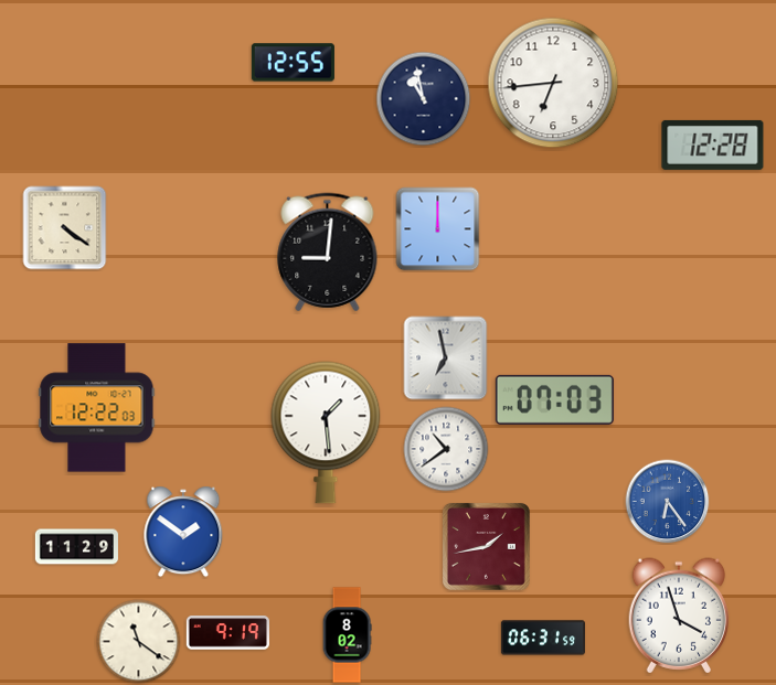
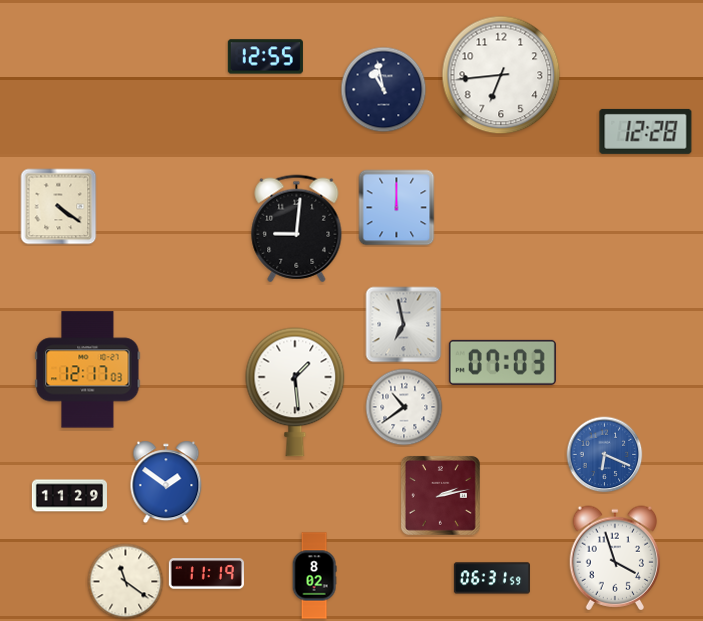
clock at (97, 408): 12:22 -> 12:17
clock at (668, 502): 6:24 -> 6:19
clock at (486, 546): 1:43 -> 2:13
clock at (227, 633): 9:19 -> 11:19
